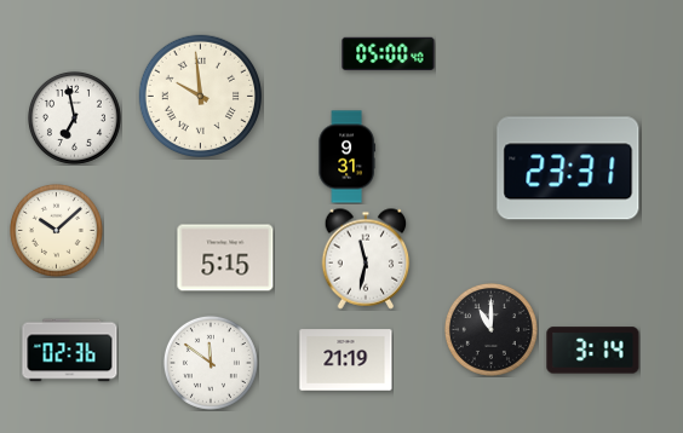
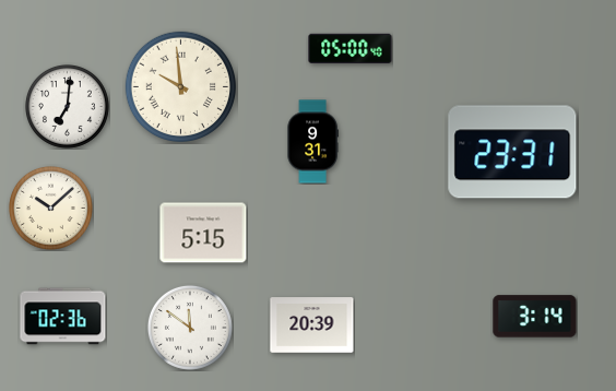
clock at (74, 117): 6:58 -> 7:01
clock at (366, 259): 11:32 -> none
clock at (490, 329): 11:00 -> none
clock at (346, 360): 21:19 -> 20:39
